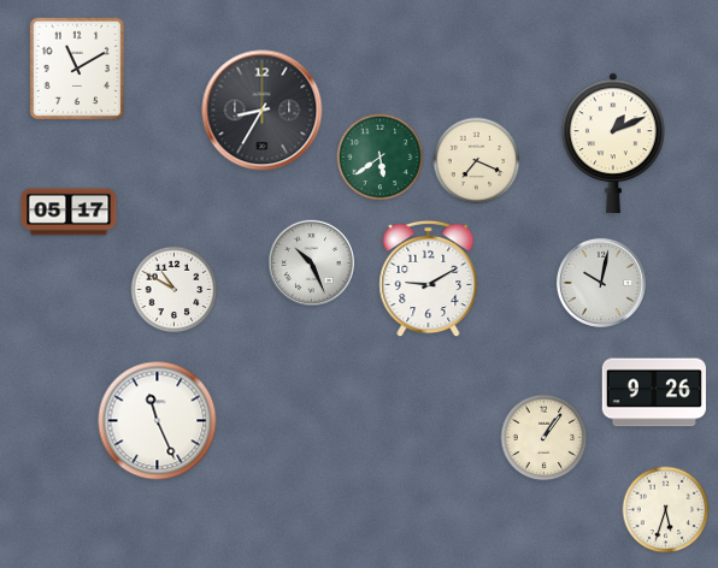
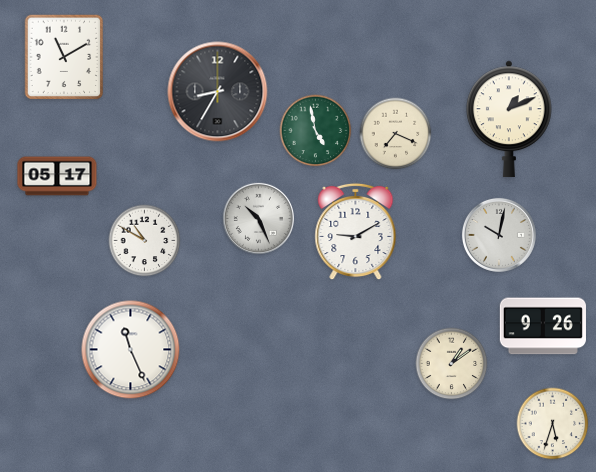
clock at (381, 158): 5:39 -> 4:58
clock at (545, 438): 1:06 -> 1:09
